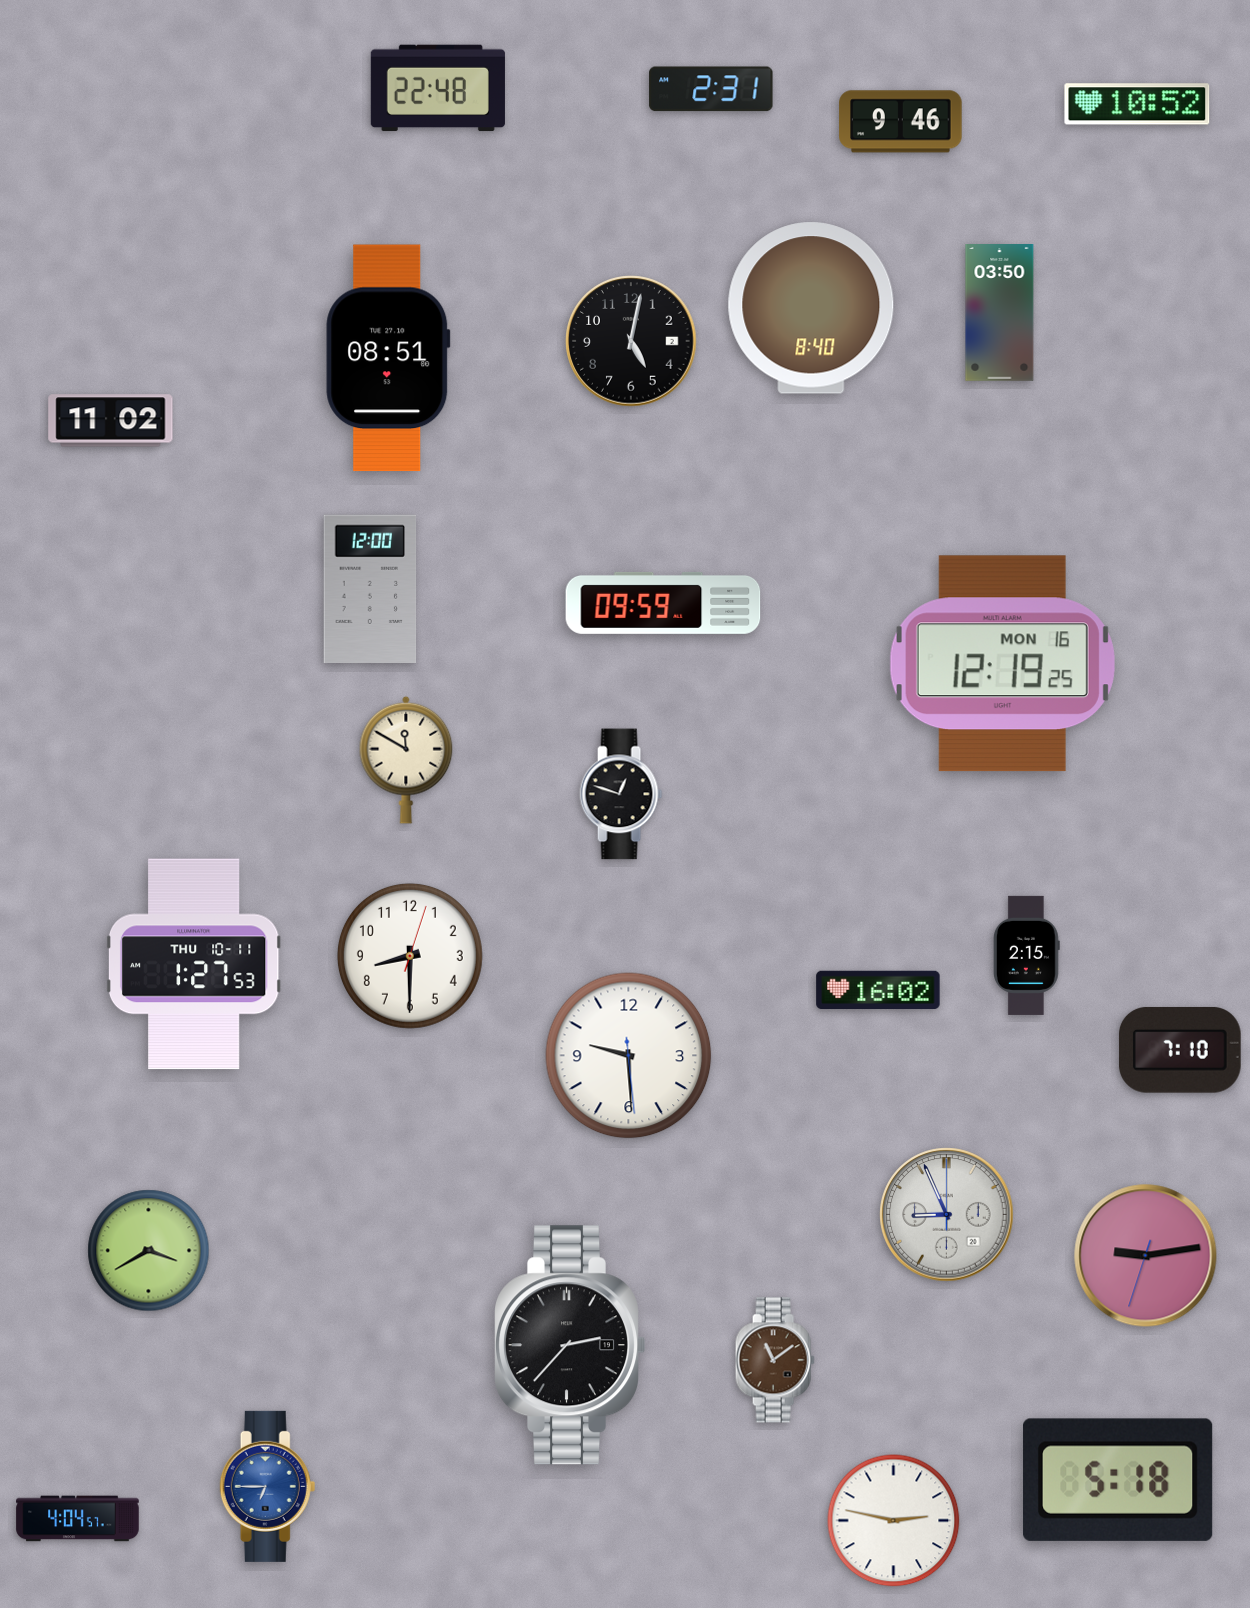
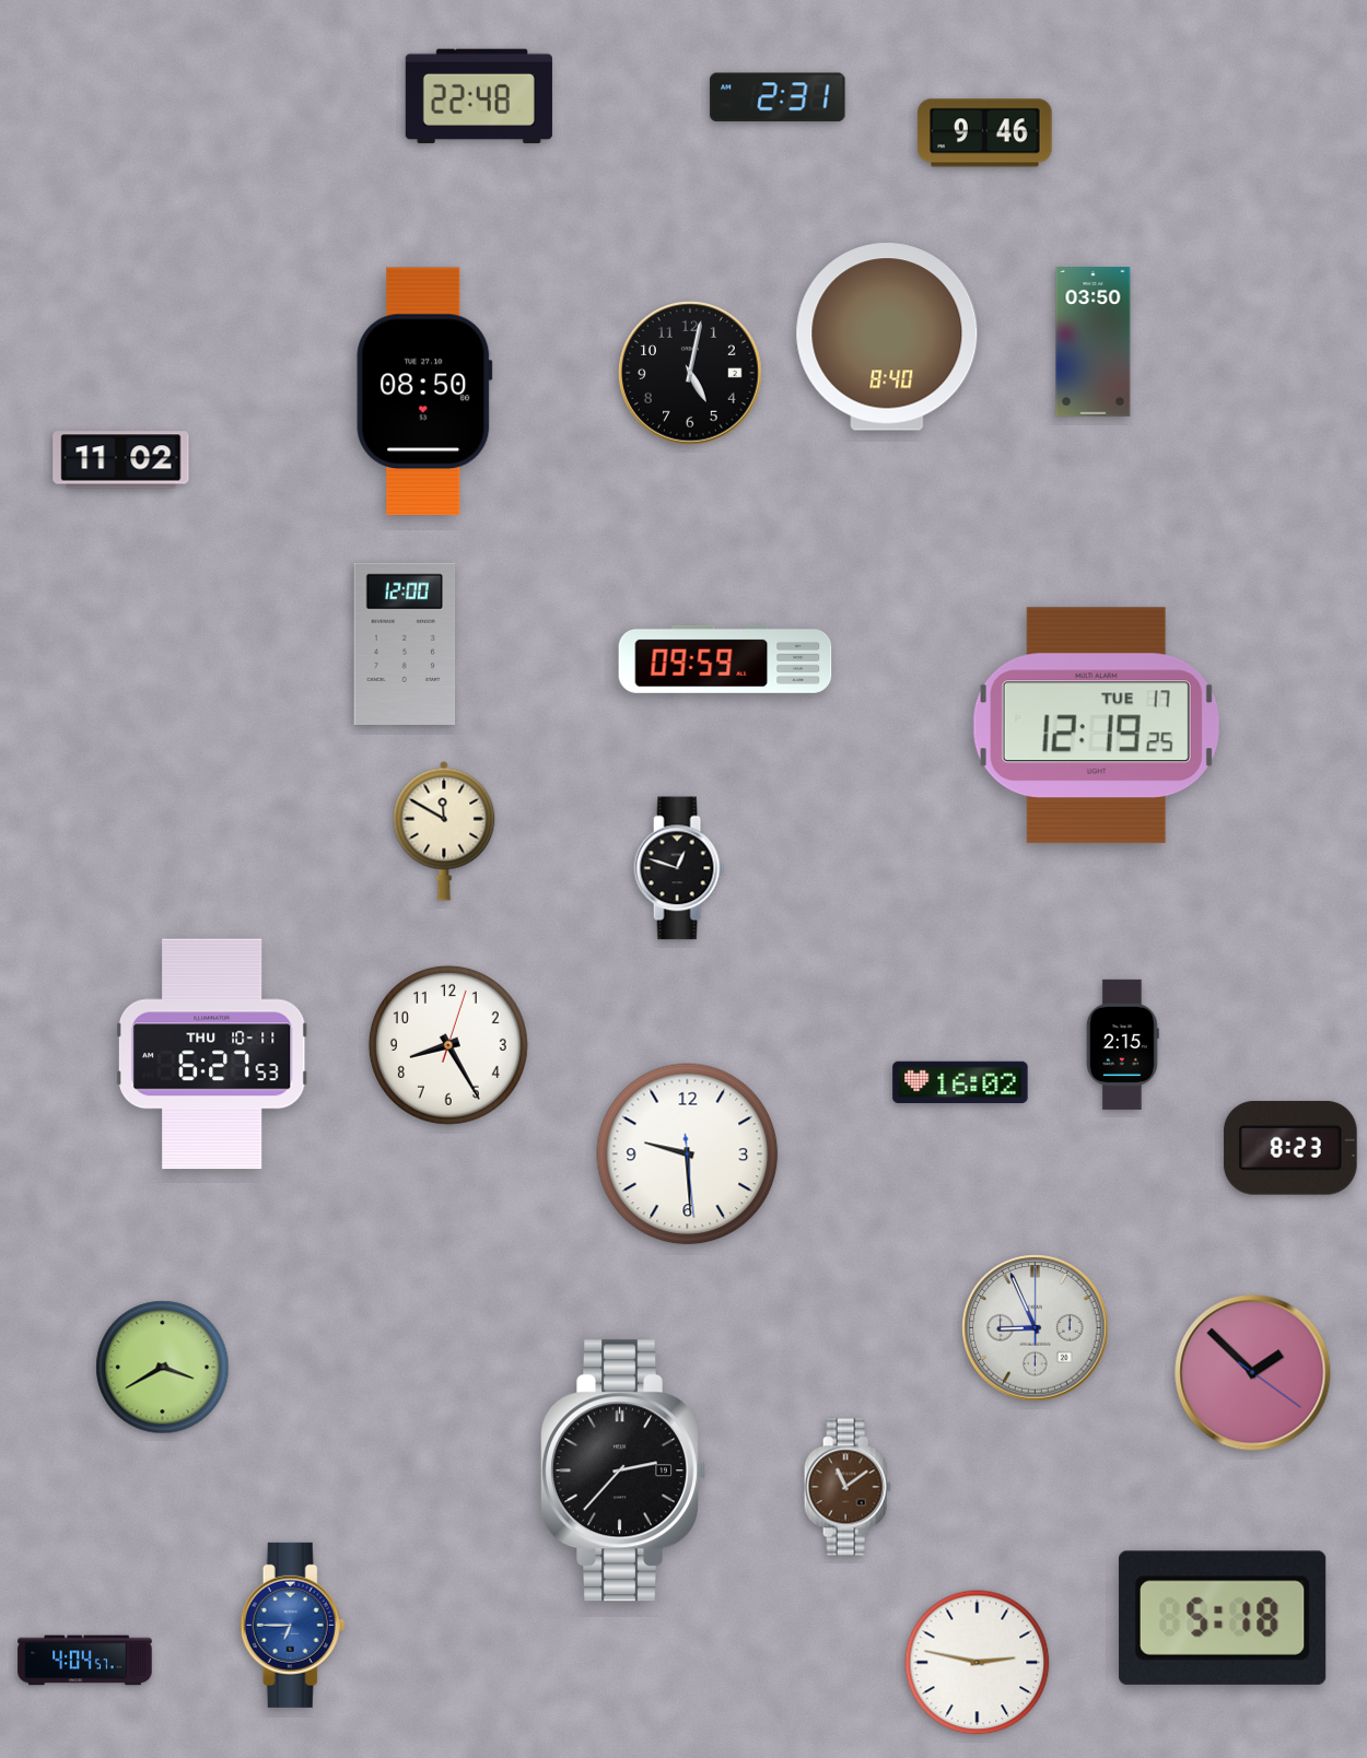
clock at (1137, 104): 10:52 -> none
clock at (388, 358): 08:51 -> 08:50
clock at (1002, 664) date: MON 16 -> TUE 17
clock at (410, 956): 8:30 -> 8:25
clock at (194, 964): 1:27 -> 6:27
clock at (1180, 1050): 7:10 -> 8:23
clock at (1146, 1256): 9:13 -> 1:52
